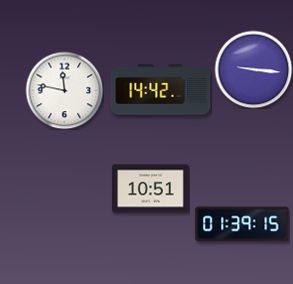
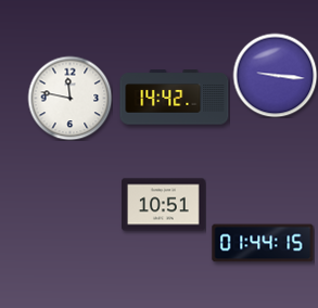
clock at (242, 224): 01:39 -> 01:44
